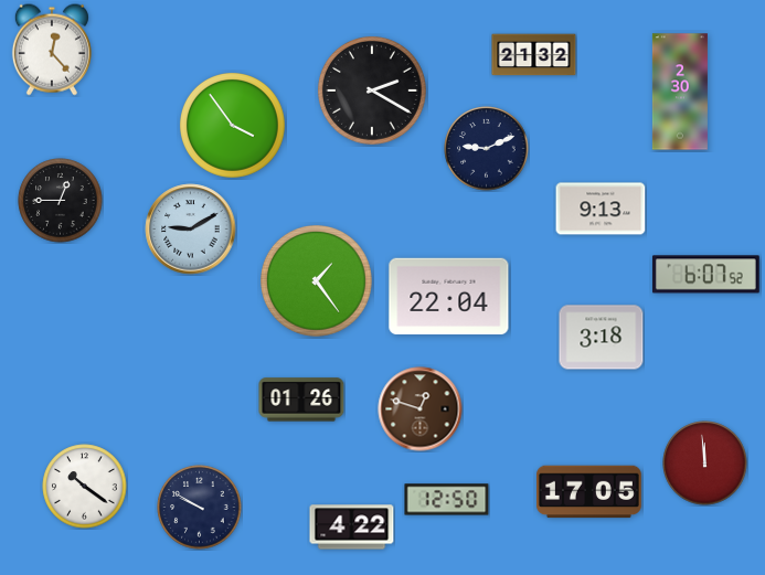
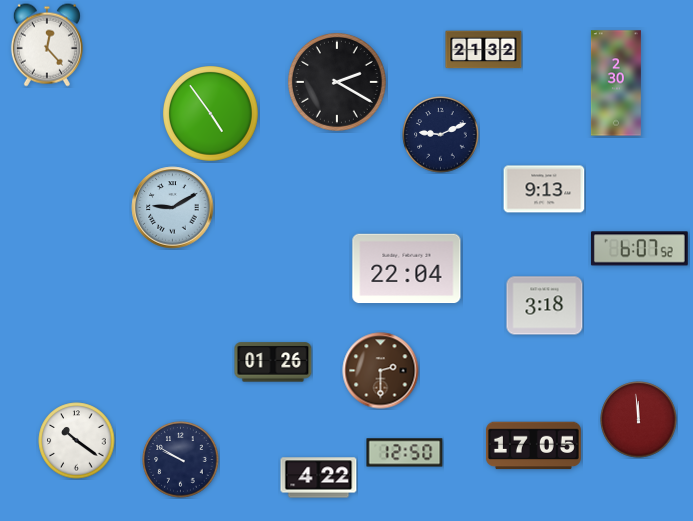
clock at (233, 126): 3:54 -> 4:54
clock at (61, 201): 12:45 -> none
clock at (316, 280): 1:24 -> none
clock at (421, 409): 12:48 -> 2:30
